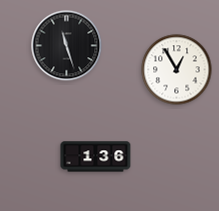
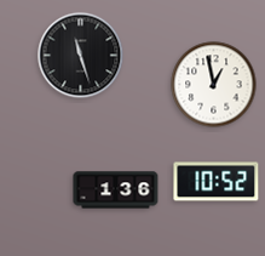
clock at (177, 70): 12:55 -> 12:58
clock at (217, 182): none -> 10:52
